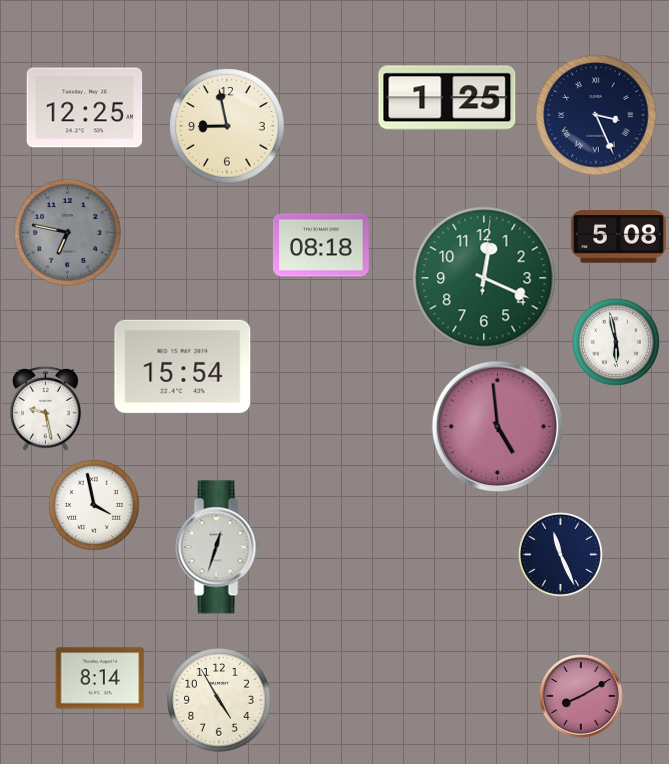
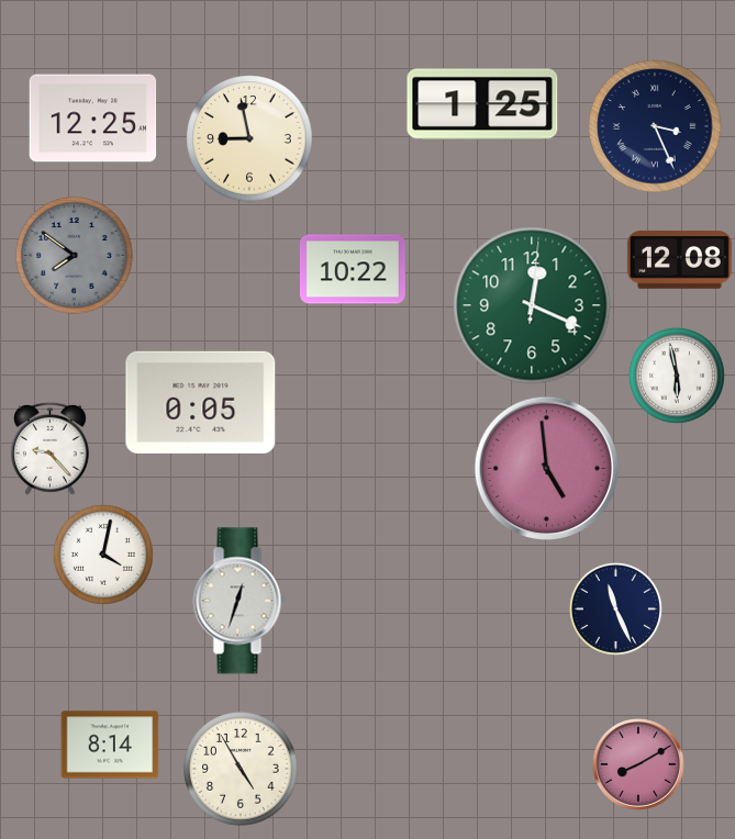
clock at (447, 98) position: (447, 98) -> (482, 104)
clock at (68, 233): 6:47 -> 7:51
clock at (618, 237): 5:08 -> 12:08
clock at (321, 245): 08:18 -> 10:22
clock at (183, 366): 15:54 -> 0:05
clock at (46, 408): 9:28 -> 9:23
clock at (94, 505): 3:58 -> 4:02
